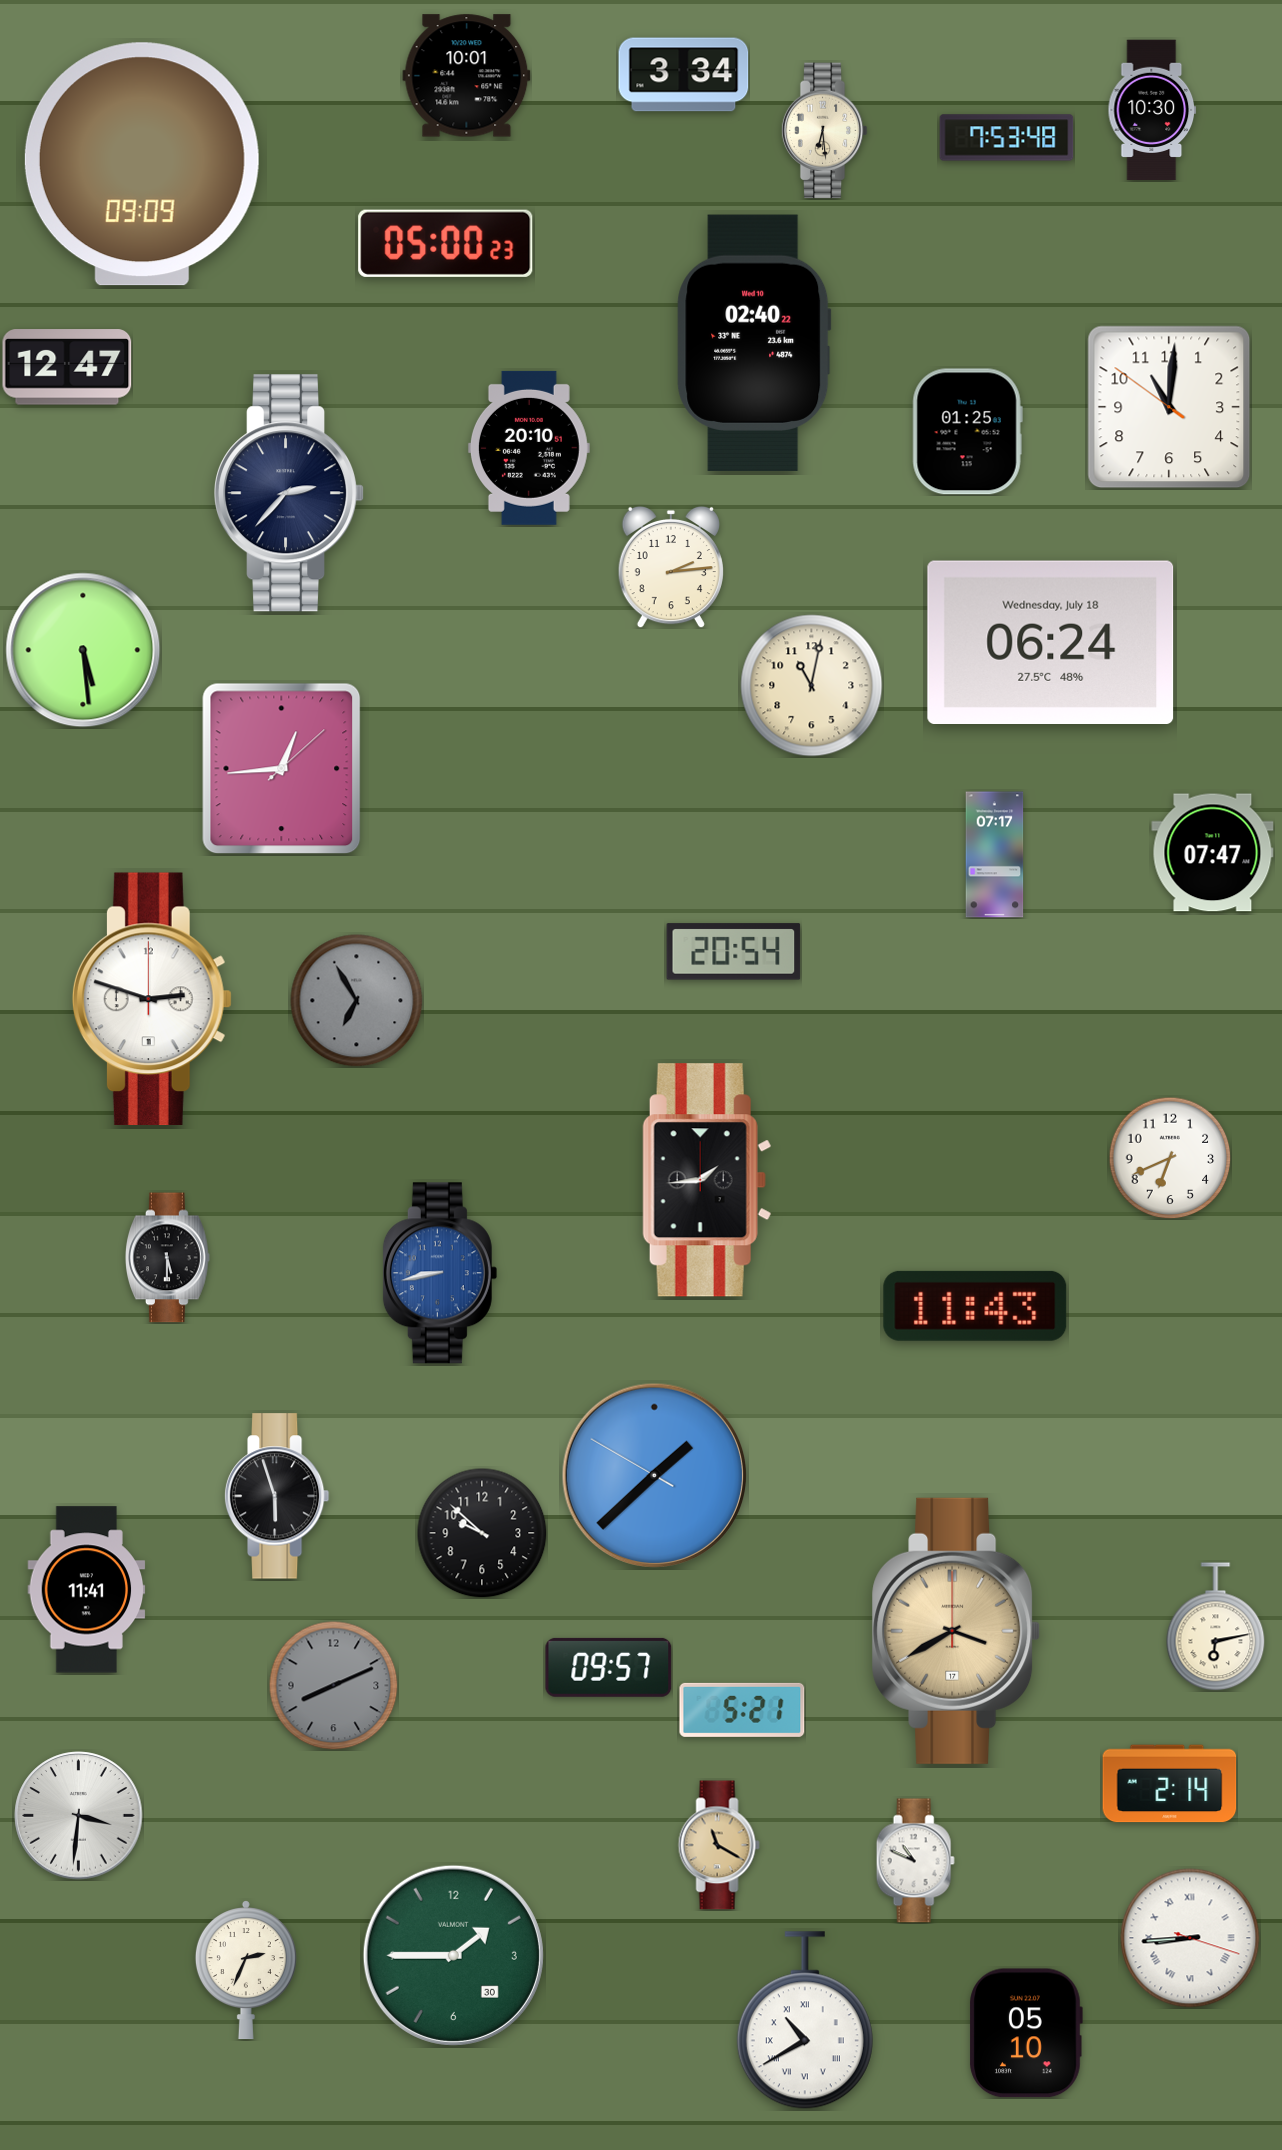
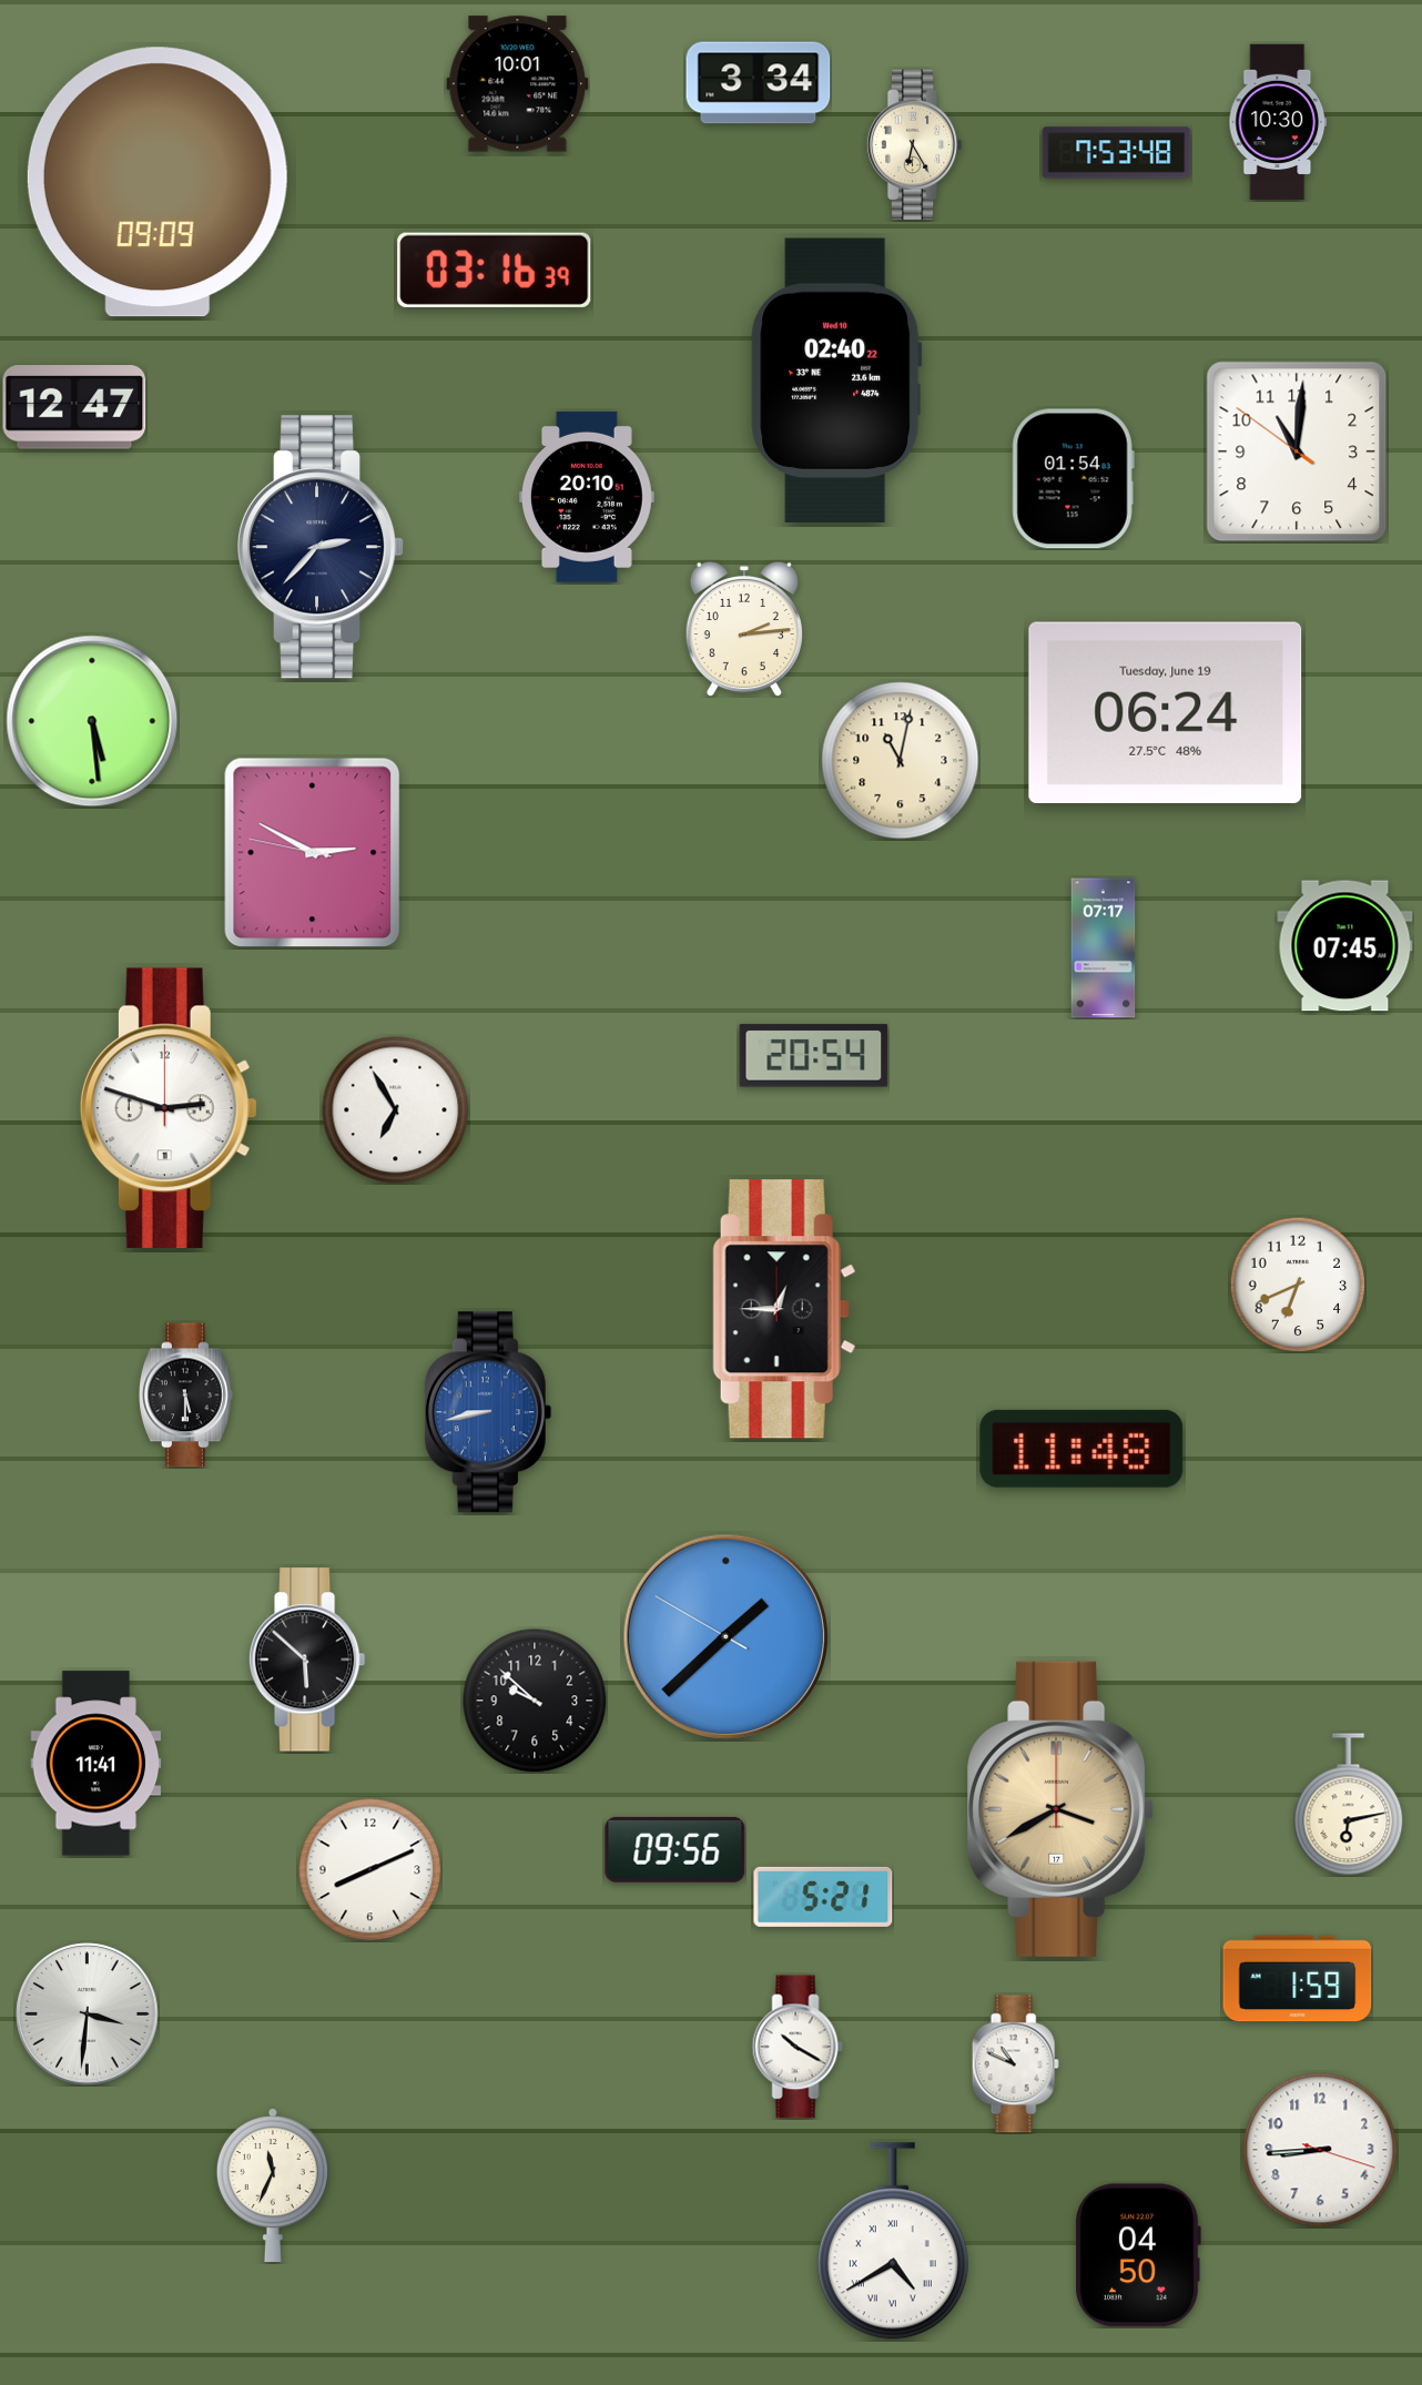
clock at (824, 131): 6:29 -> 6:25
clock at (446, 243): 05:00 -> 03:16
clock at (967, 432): 01:25 -> 01:54
clock at (1051, 642) date: Wednesday, July 18 -> Tuesday, June 19
clock at (282, 769): 12:44 -> 2:49
clock at (1213, 853): 07:47 -> 07:45
clock at (357, 1001) dial: grey -> white
clock at (707, 1180): 1:44 -> 12:45
clock at (975, 1306): 11:43 -> 11:48
clock at (277, 1496): 5:57 -> 5:52
clock at (609, 1667): 09:57 -> 09:56
clock at (333, 1685) dial: grey -> white
clock at (1170, 1784): 2:14 -> 1:59
clock at (719, 1845): 11:20 -> 10:20
clock at (719, 1845) dial: champagne -> white
clock at (1190, 1938) numerals: Roman -> Arabic
clock at (453, 1955): 1:45 -> none
clock at (246, 1970): 2:34 -> 11:34
clock at (805, 2020): 10:40 -> 4:40
clock at (1026, 2033): 05:10 -> 04:50
